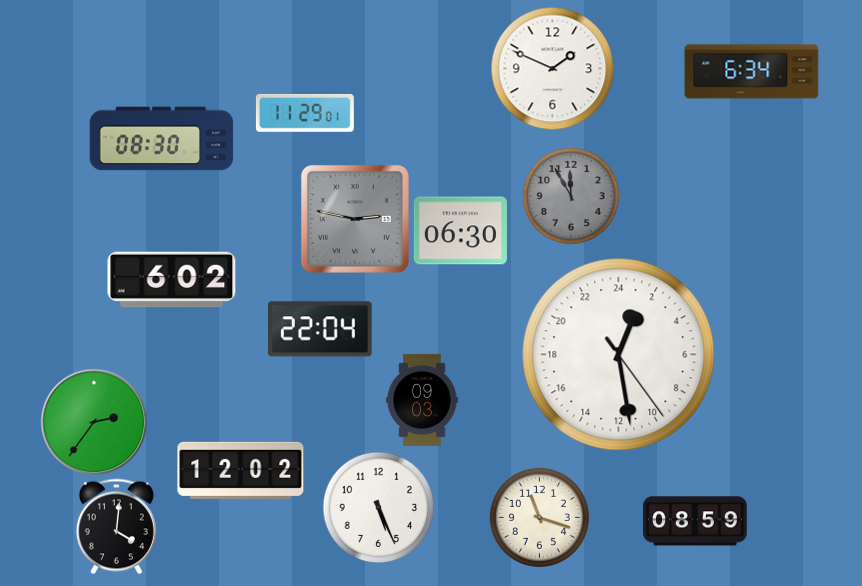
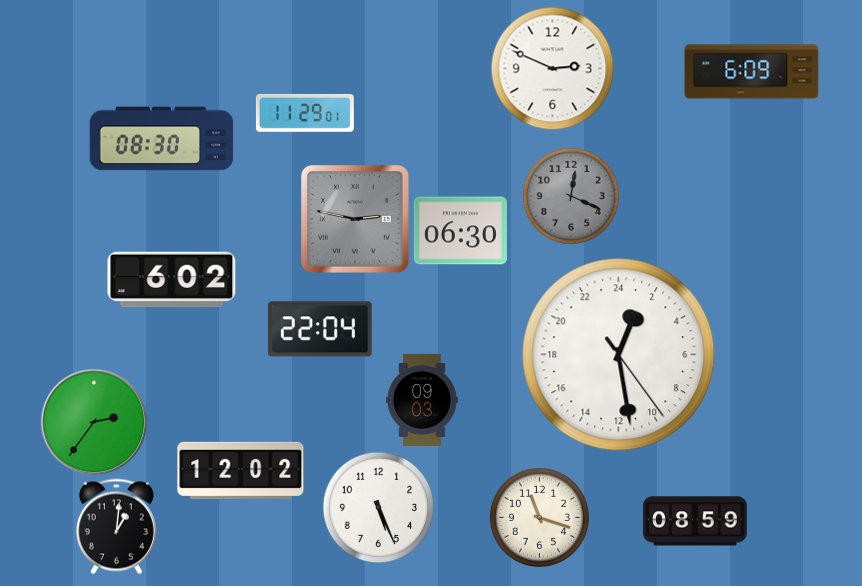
clock at (552, 68): 1:49 -> 2:49
clock at (752, 72): 6:34 -> 6:09
clock at (571, 196): 11:55 -> 12:19
clock at (116, 526): 4:01 -> 1:01
